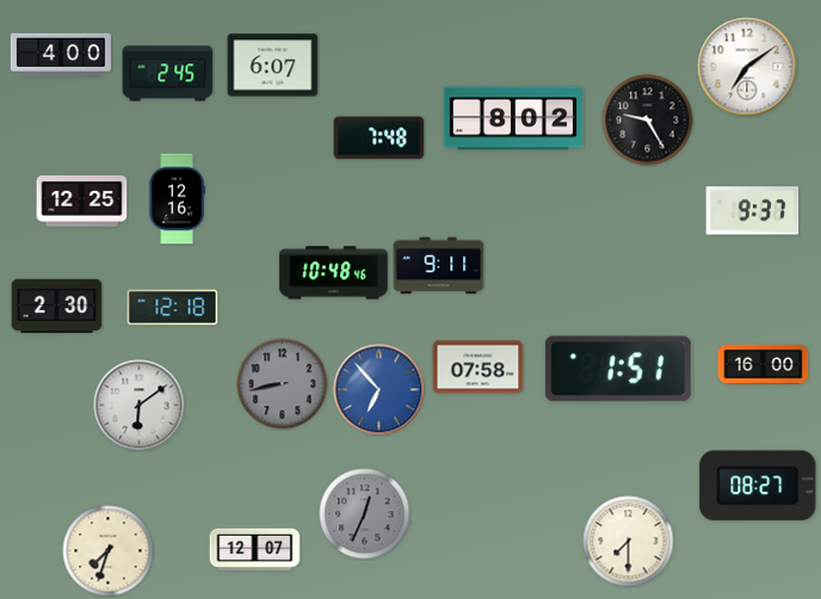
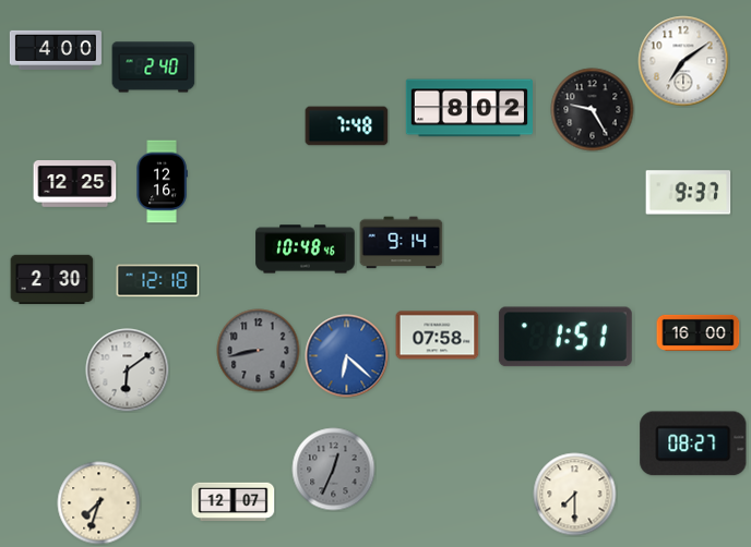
clock at (273, 66): 6:07 -> none
clock at (168, 74): 2:45 -> 2:40
clock at (439, 266): 9:11 -> 9:14
clock at (379, 390): 6:53 -> 6:22
